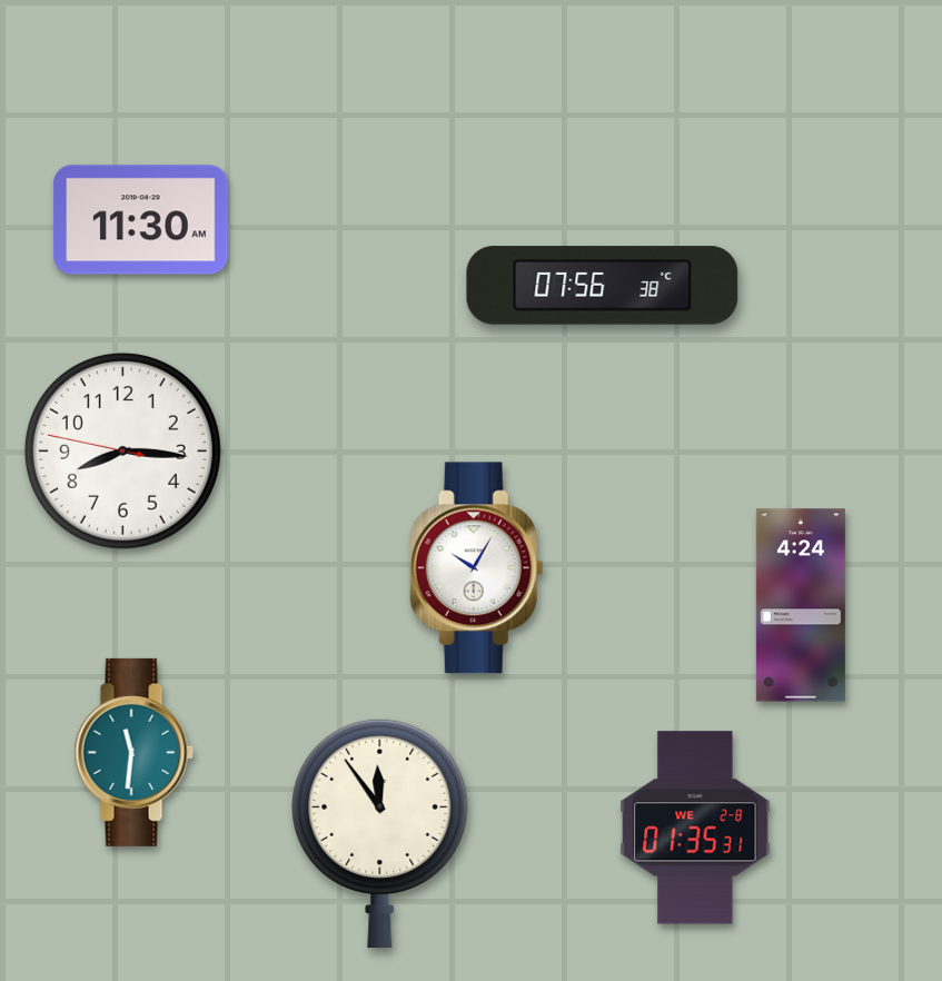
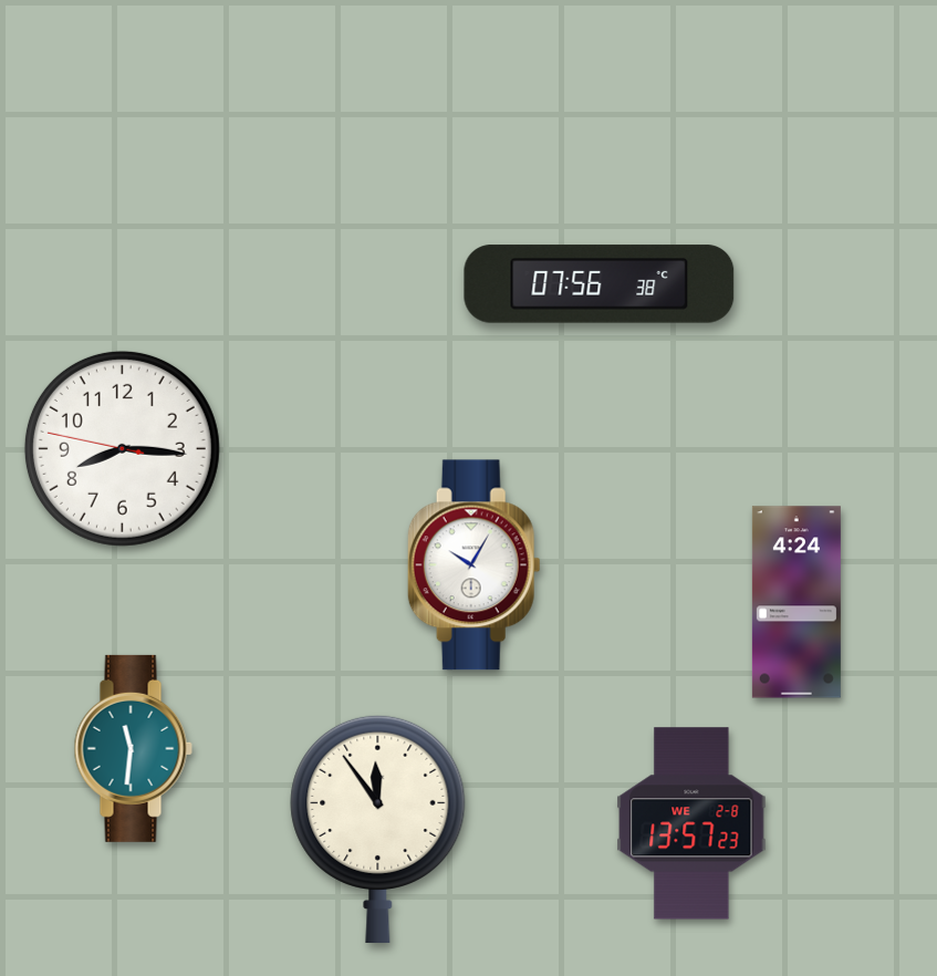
clock at (141, 220): 11:30 -> none
clock at (695, 828): 01:35 -> 13:57
